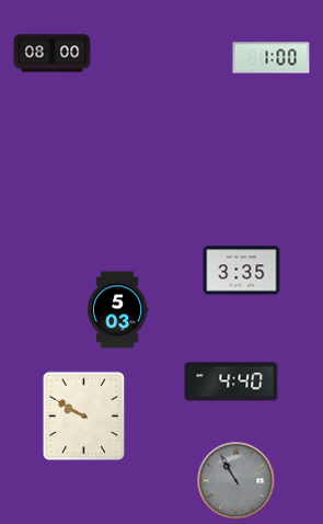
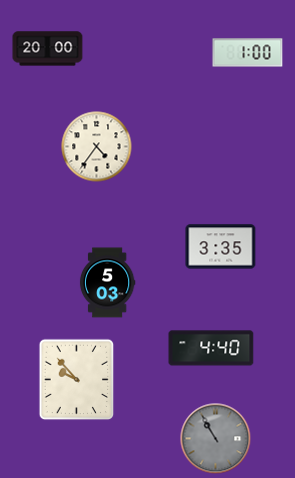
clock at (53, 54): 08:00 -> 20:00
clock at (97, 147): none -> 4:36
clock at (84, 417): 9:50 -> 9:53
